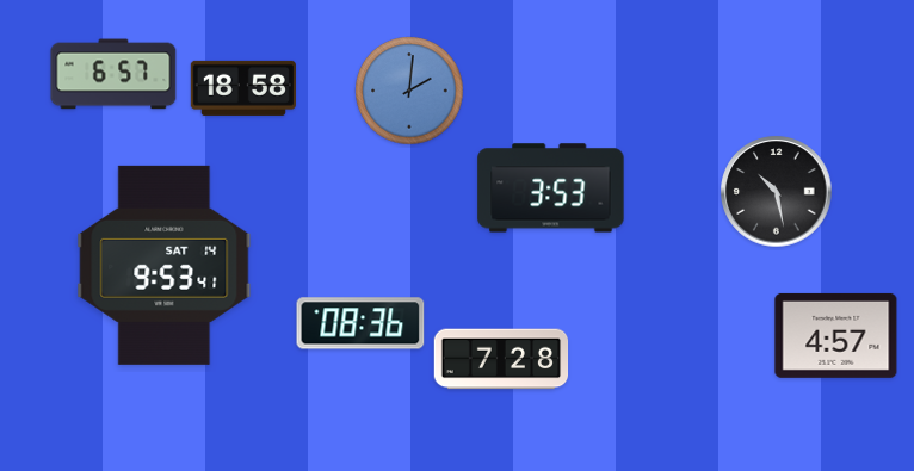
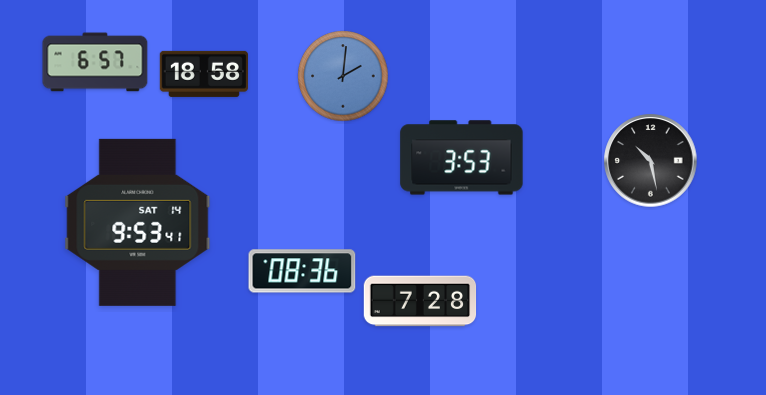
clock at (836, 335): 4:57 -> none
